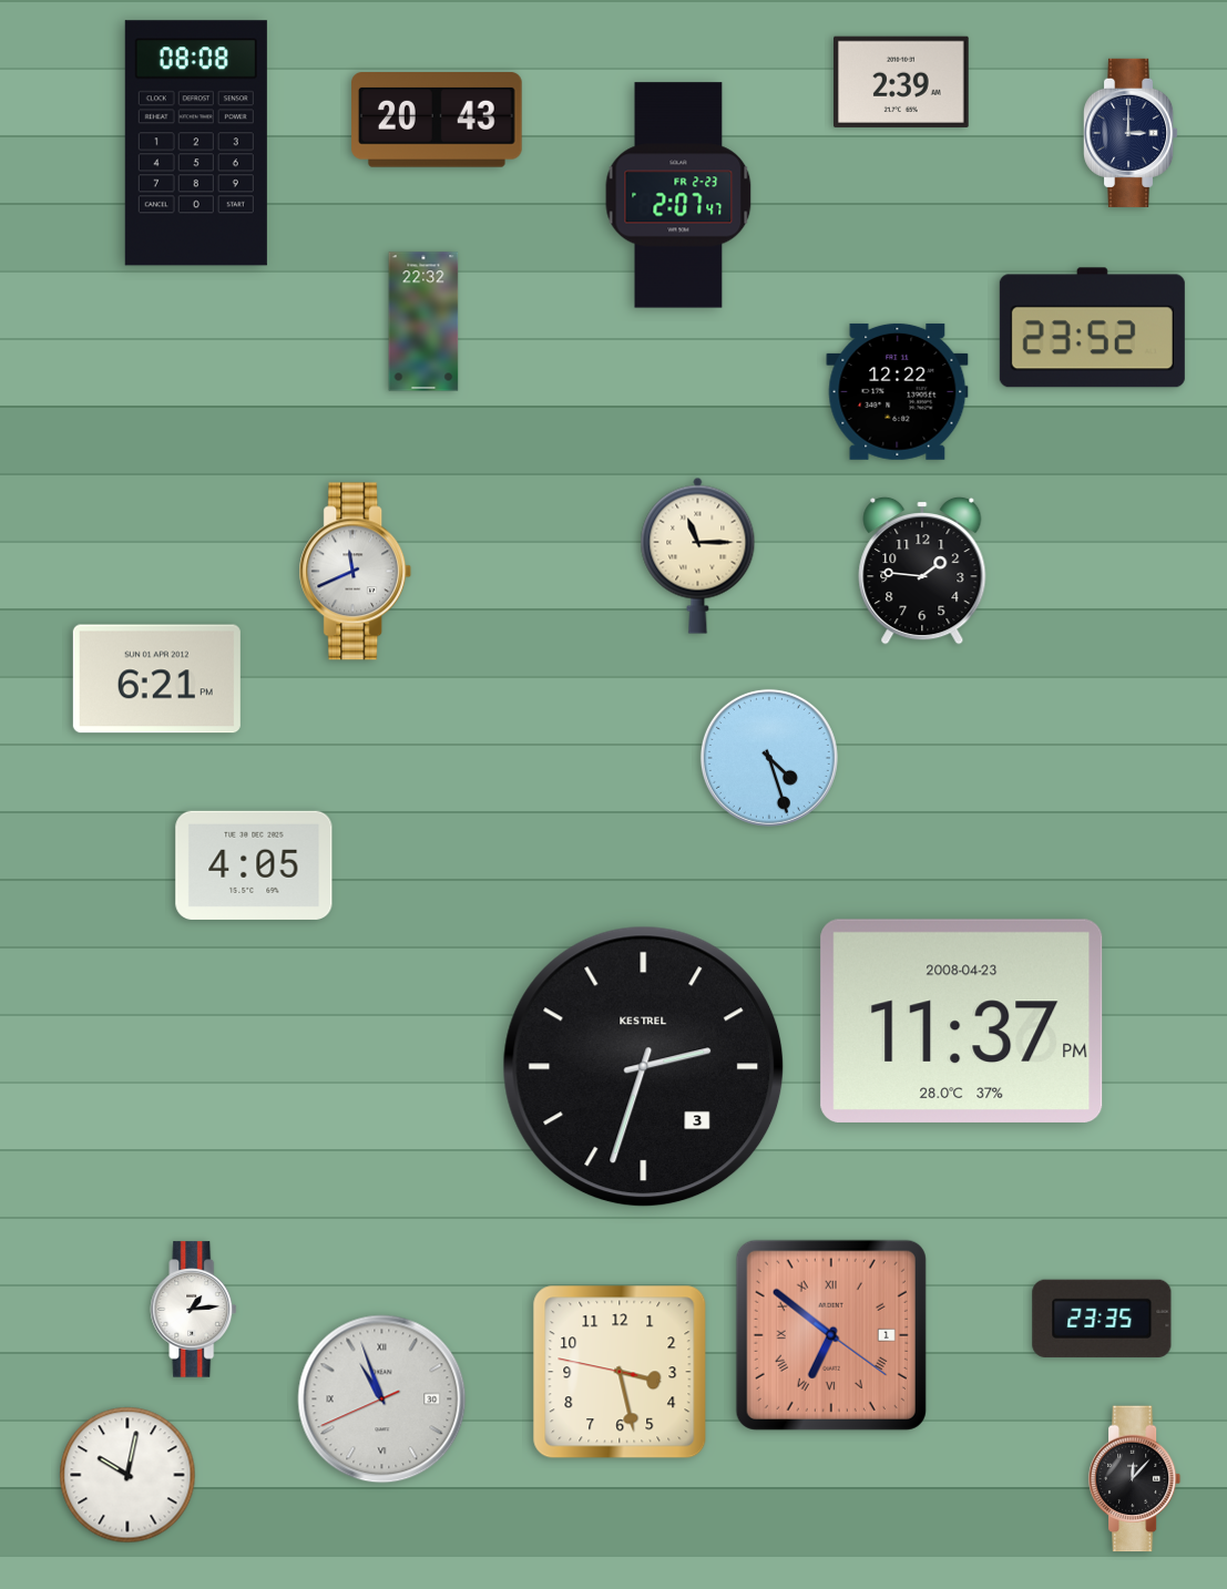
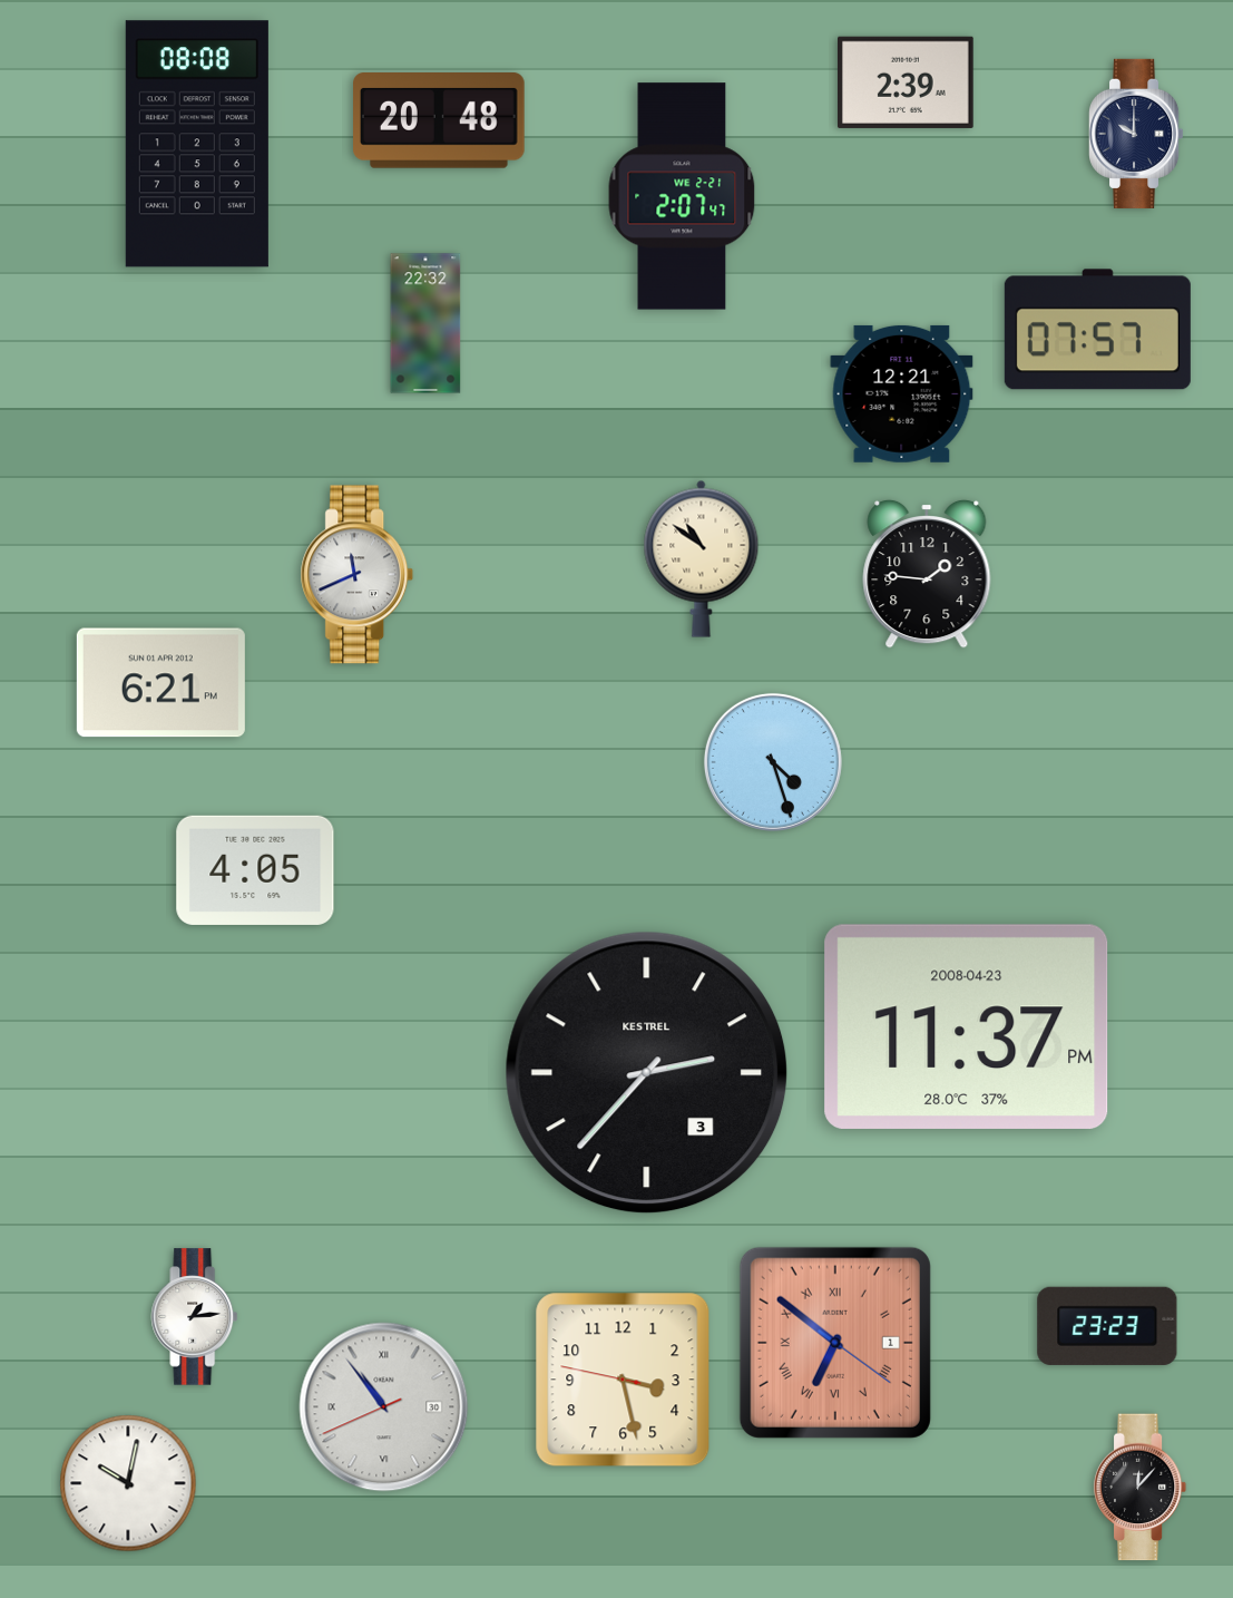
clock at (438, 121): 20:43 -> 20:48
clock at (1132, 133): 3:00 -> 10:00
clock at (678, 195) date: FR 2-23 -> WE 2-21
clock at (1092, 328): 23:52 -> 07:57
clock at (898, 391): 12:22 -> 12:21
clock at (698, 555): 11:15 -> 10:51
clock at (156, 679) position: (156, 679) -> (160, 683)
clock at (644, 1067): 2:33 -> 2:37
clock at (1102, 1319): 23:35 -> 23:23
clock at (382, 1400): 10:56 -> 10:53
